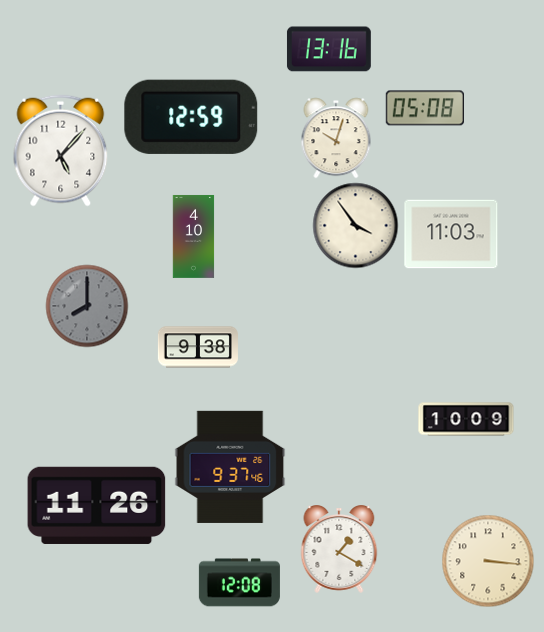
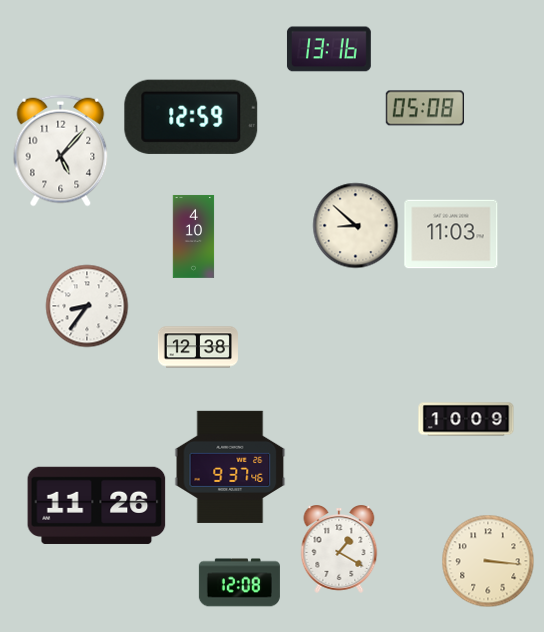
clock at (336, 138): 10:03 -> none
clock at (356, 226): 3:54 -> 8:52
clock at (87, 306): 8:00 -> 8:36
clock at (87, 306) dial: grey -> white
clock at (198, 347): 9:38 -> 12:38
